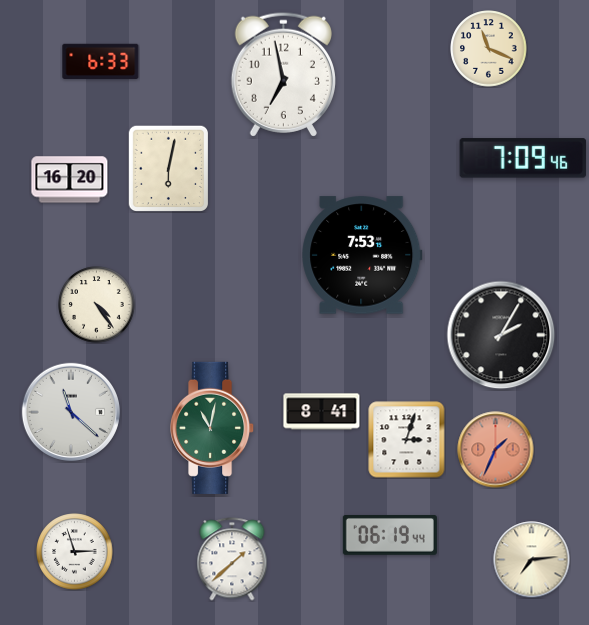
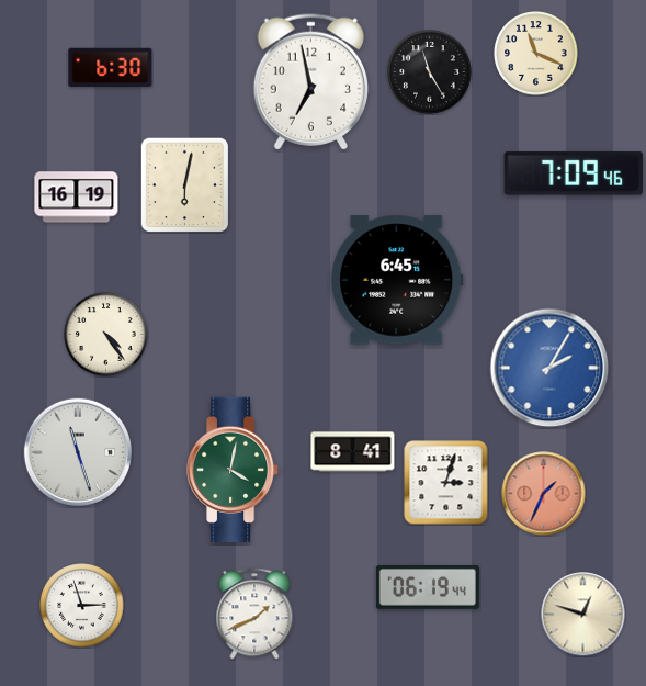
clock at (101, 61): 6:33 -> 6:30
clock at (430, 72): none -> 11:25
clock at (70, 180): 16:20 -> 16:19
clock at (362, 255): 7:53 -> 6:45
clock at (501, 335) dial: black -> blue
clock at (70, 411): 11:22 -> 11:27
clock at (213, 428): 11:02 -> 4:02
clock at (232, 559): 1:38 -> 1:41
clock at (532, 560): 7:14 -> 12:48
